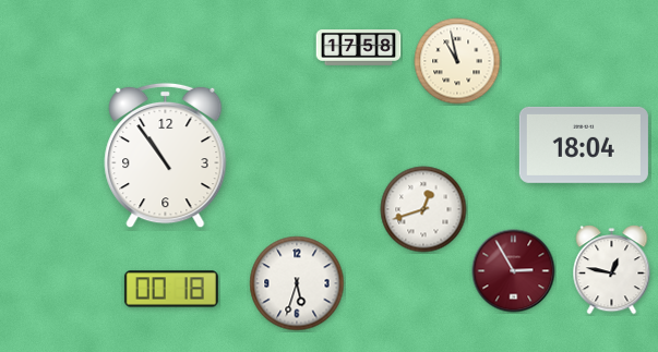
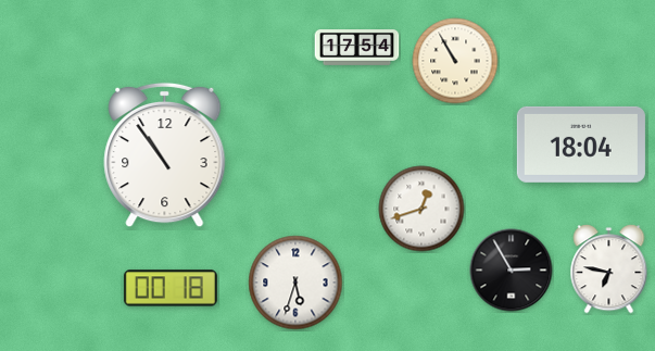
clock at (359, 48): 17:58 -> 17:54
clock at (457, 61): 10:58 -> 10:55
clock at (612, 270): 12:47 -> 6:47
clock at (514, 271) dial: burgundy -> black
